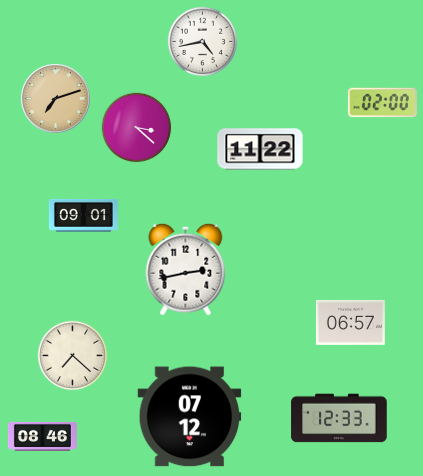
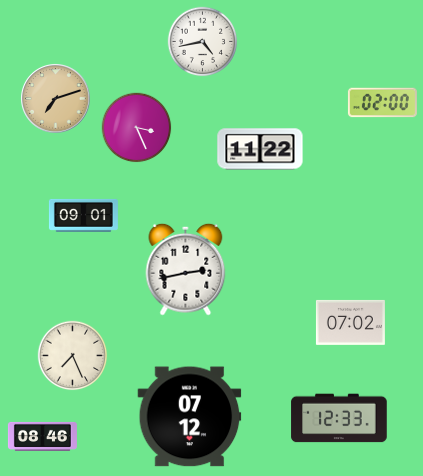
clock at (137, 128): 3:22 -> 3:26
clock at (350, 322): 06:57 -> 07:02
clock at (73, 356): 7:22 -> 7:26
